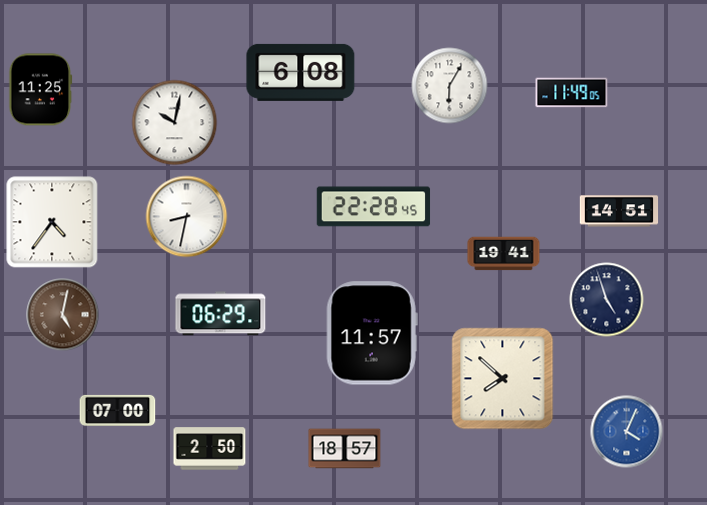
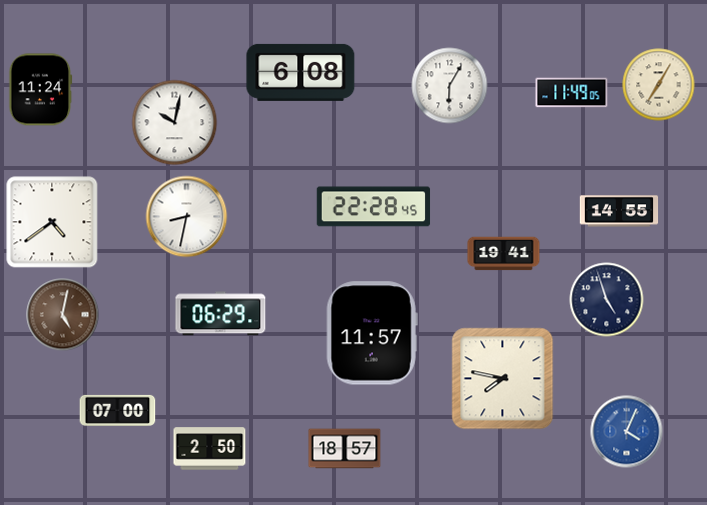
clock at (659, 85): none -> 7:05
clock at (41, 90): 11:25 -> 11:24
clock at (619, 211): 14:51 -> 14:55
clock at (52, 222): 4:36 -> 4:39
clock at (503, 379): 7:52 -> 7:47
